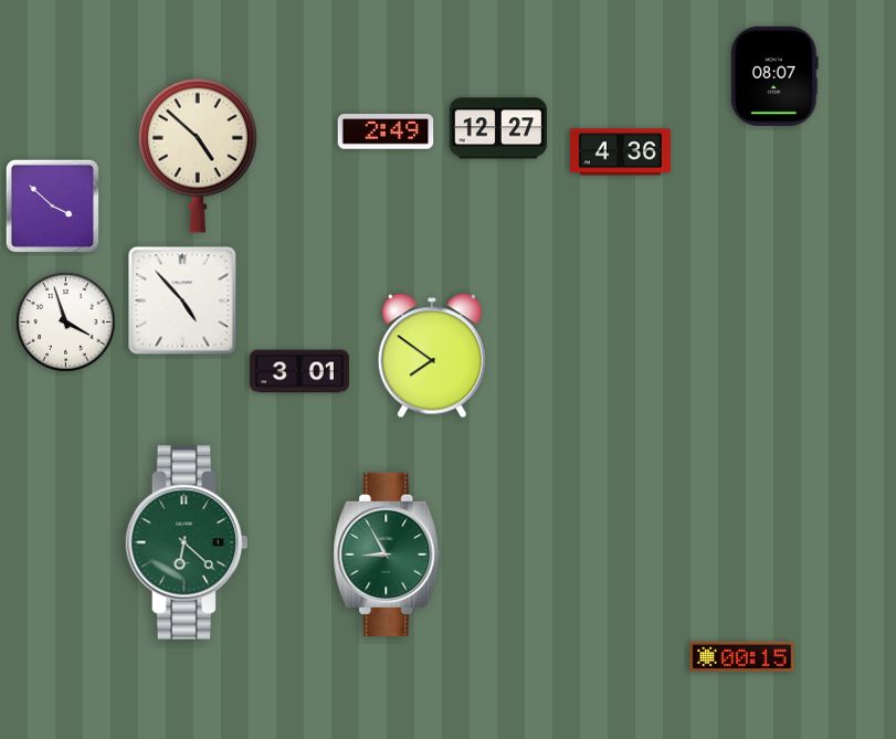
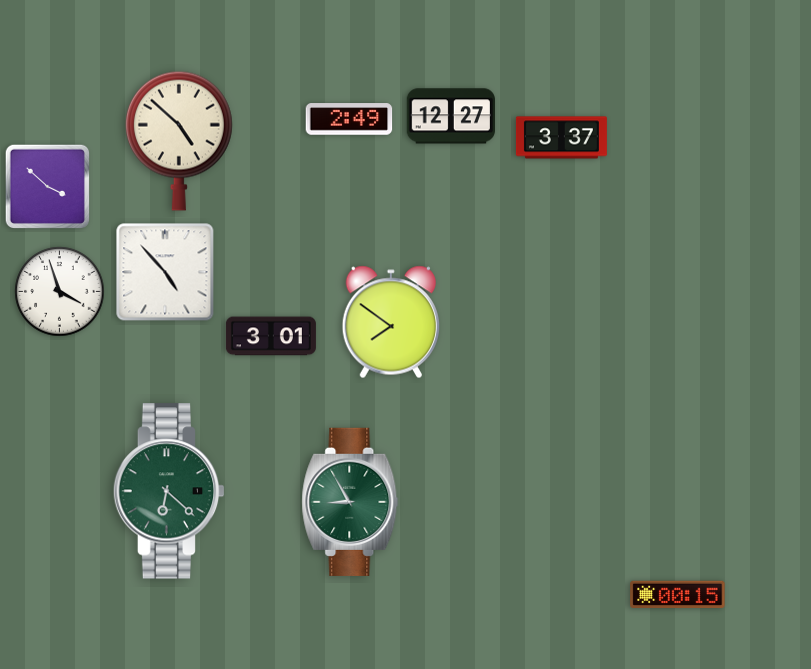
clock at (774, 76): 08:07 -> none
clock at (620, 152): 4:36 -> 3:37
clock at (742, 657) position: (742, 657) -> (678, 595)
